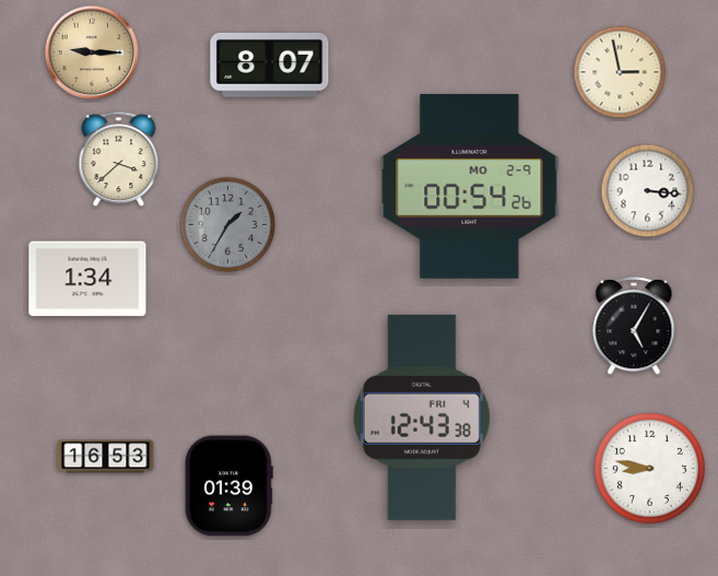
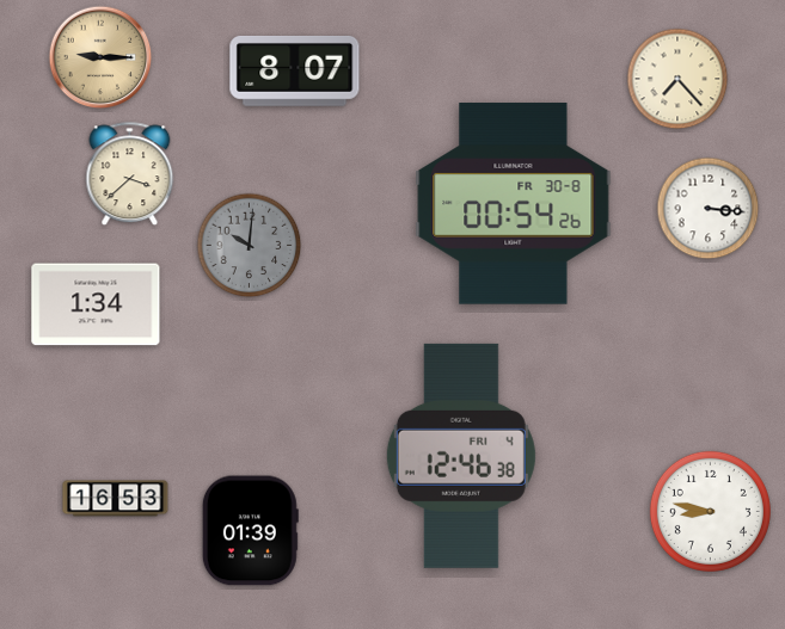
clock at (620, 72): 2:58 -> 7:23
clock at (470, 187) date: MO 2-9 -> FR 30-8
clock at (228, 225): 1:35 -> 10:01
clock at (634, 327): 5:05 -> none
clock at (422, 418): 12:43 -> 12:46
